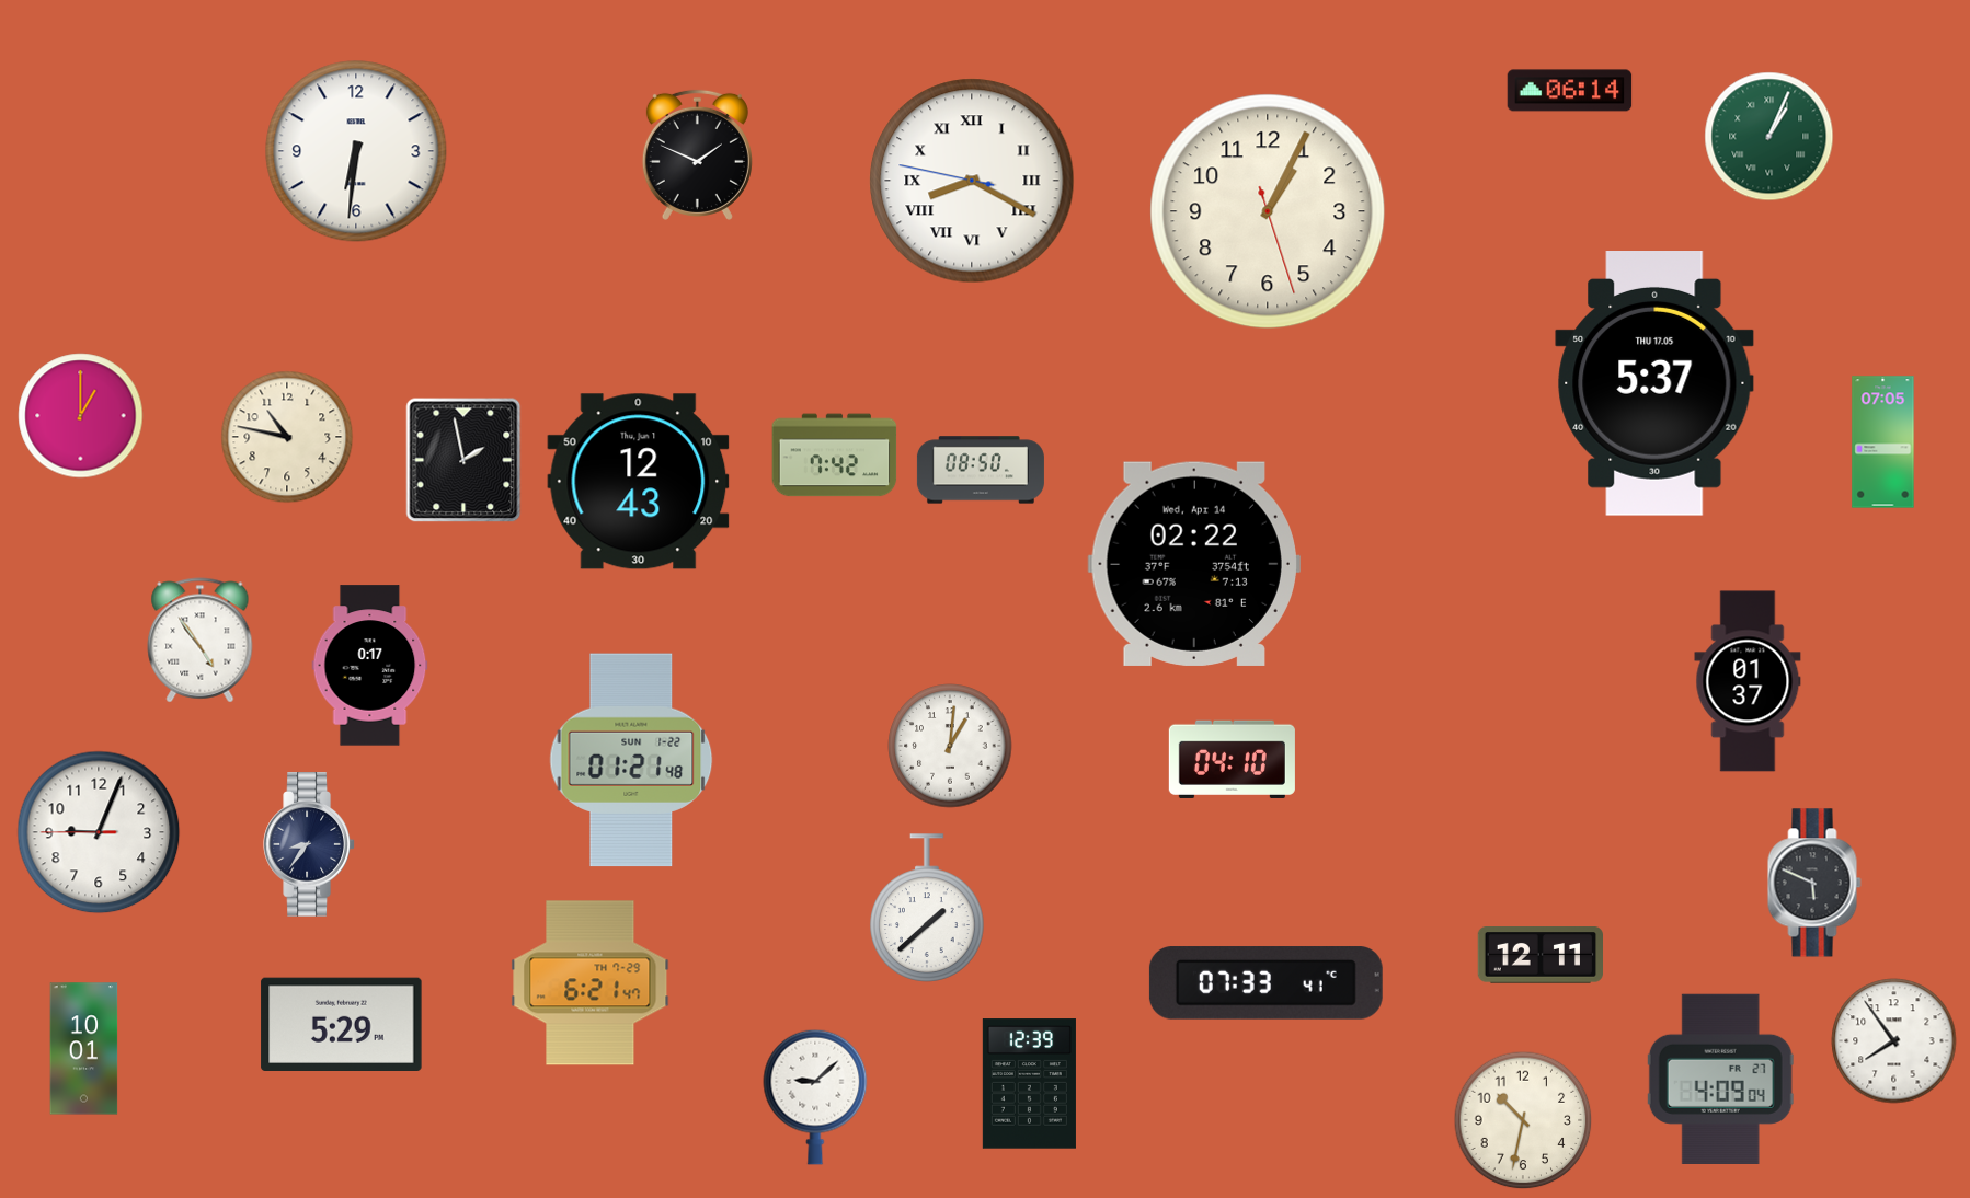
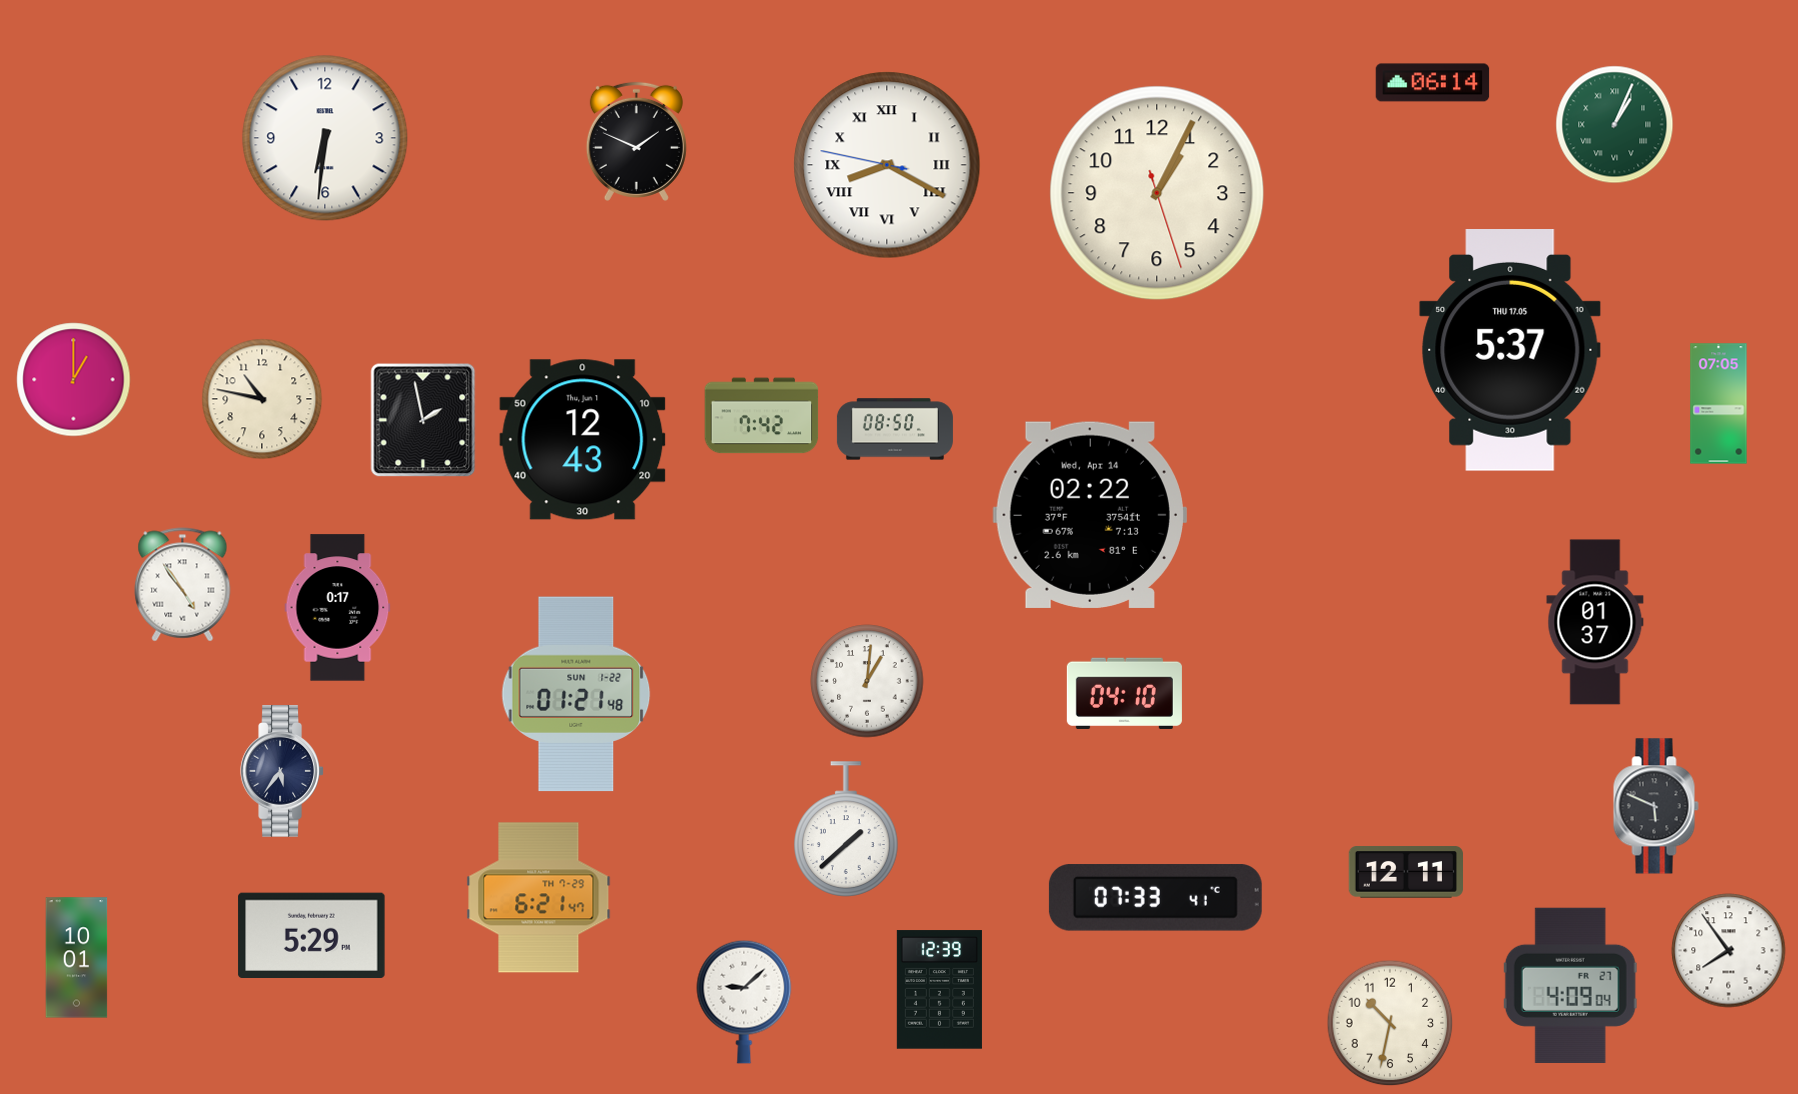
clock at (99, 832): 9:03 -> none
clock at (309, 844): 8:36 -> 5:36
